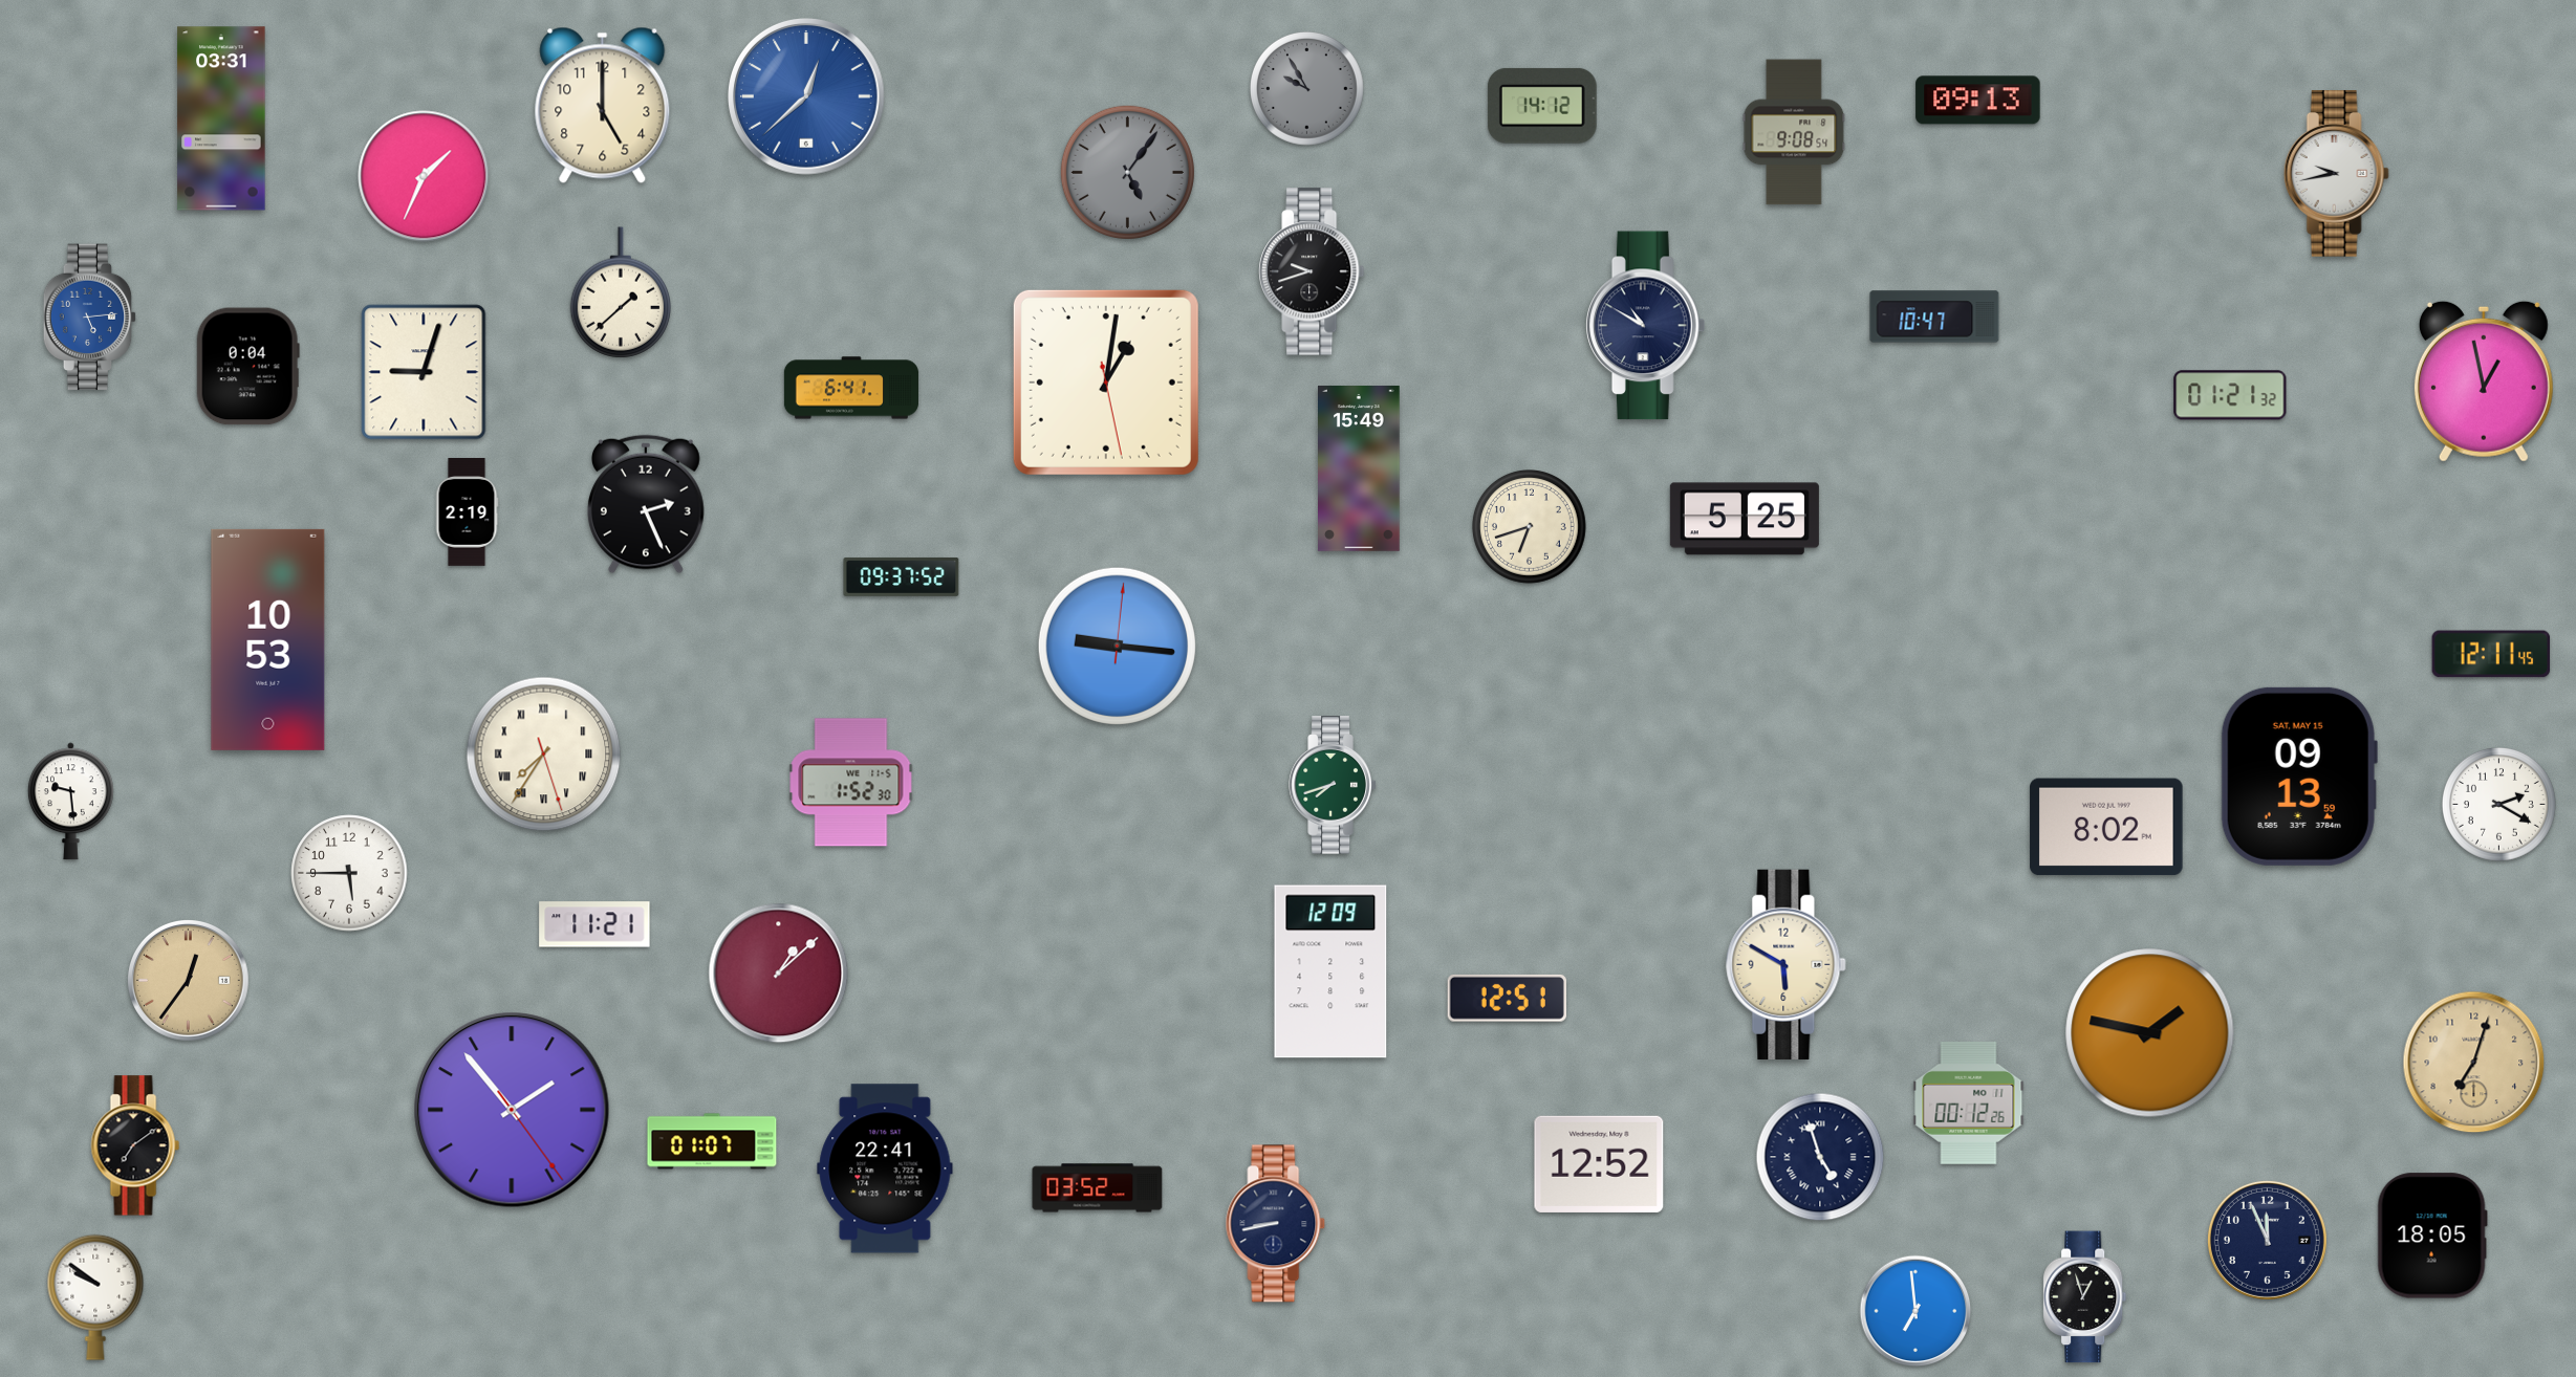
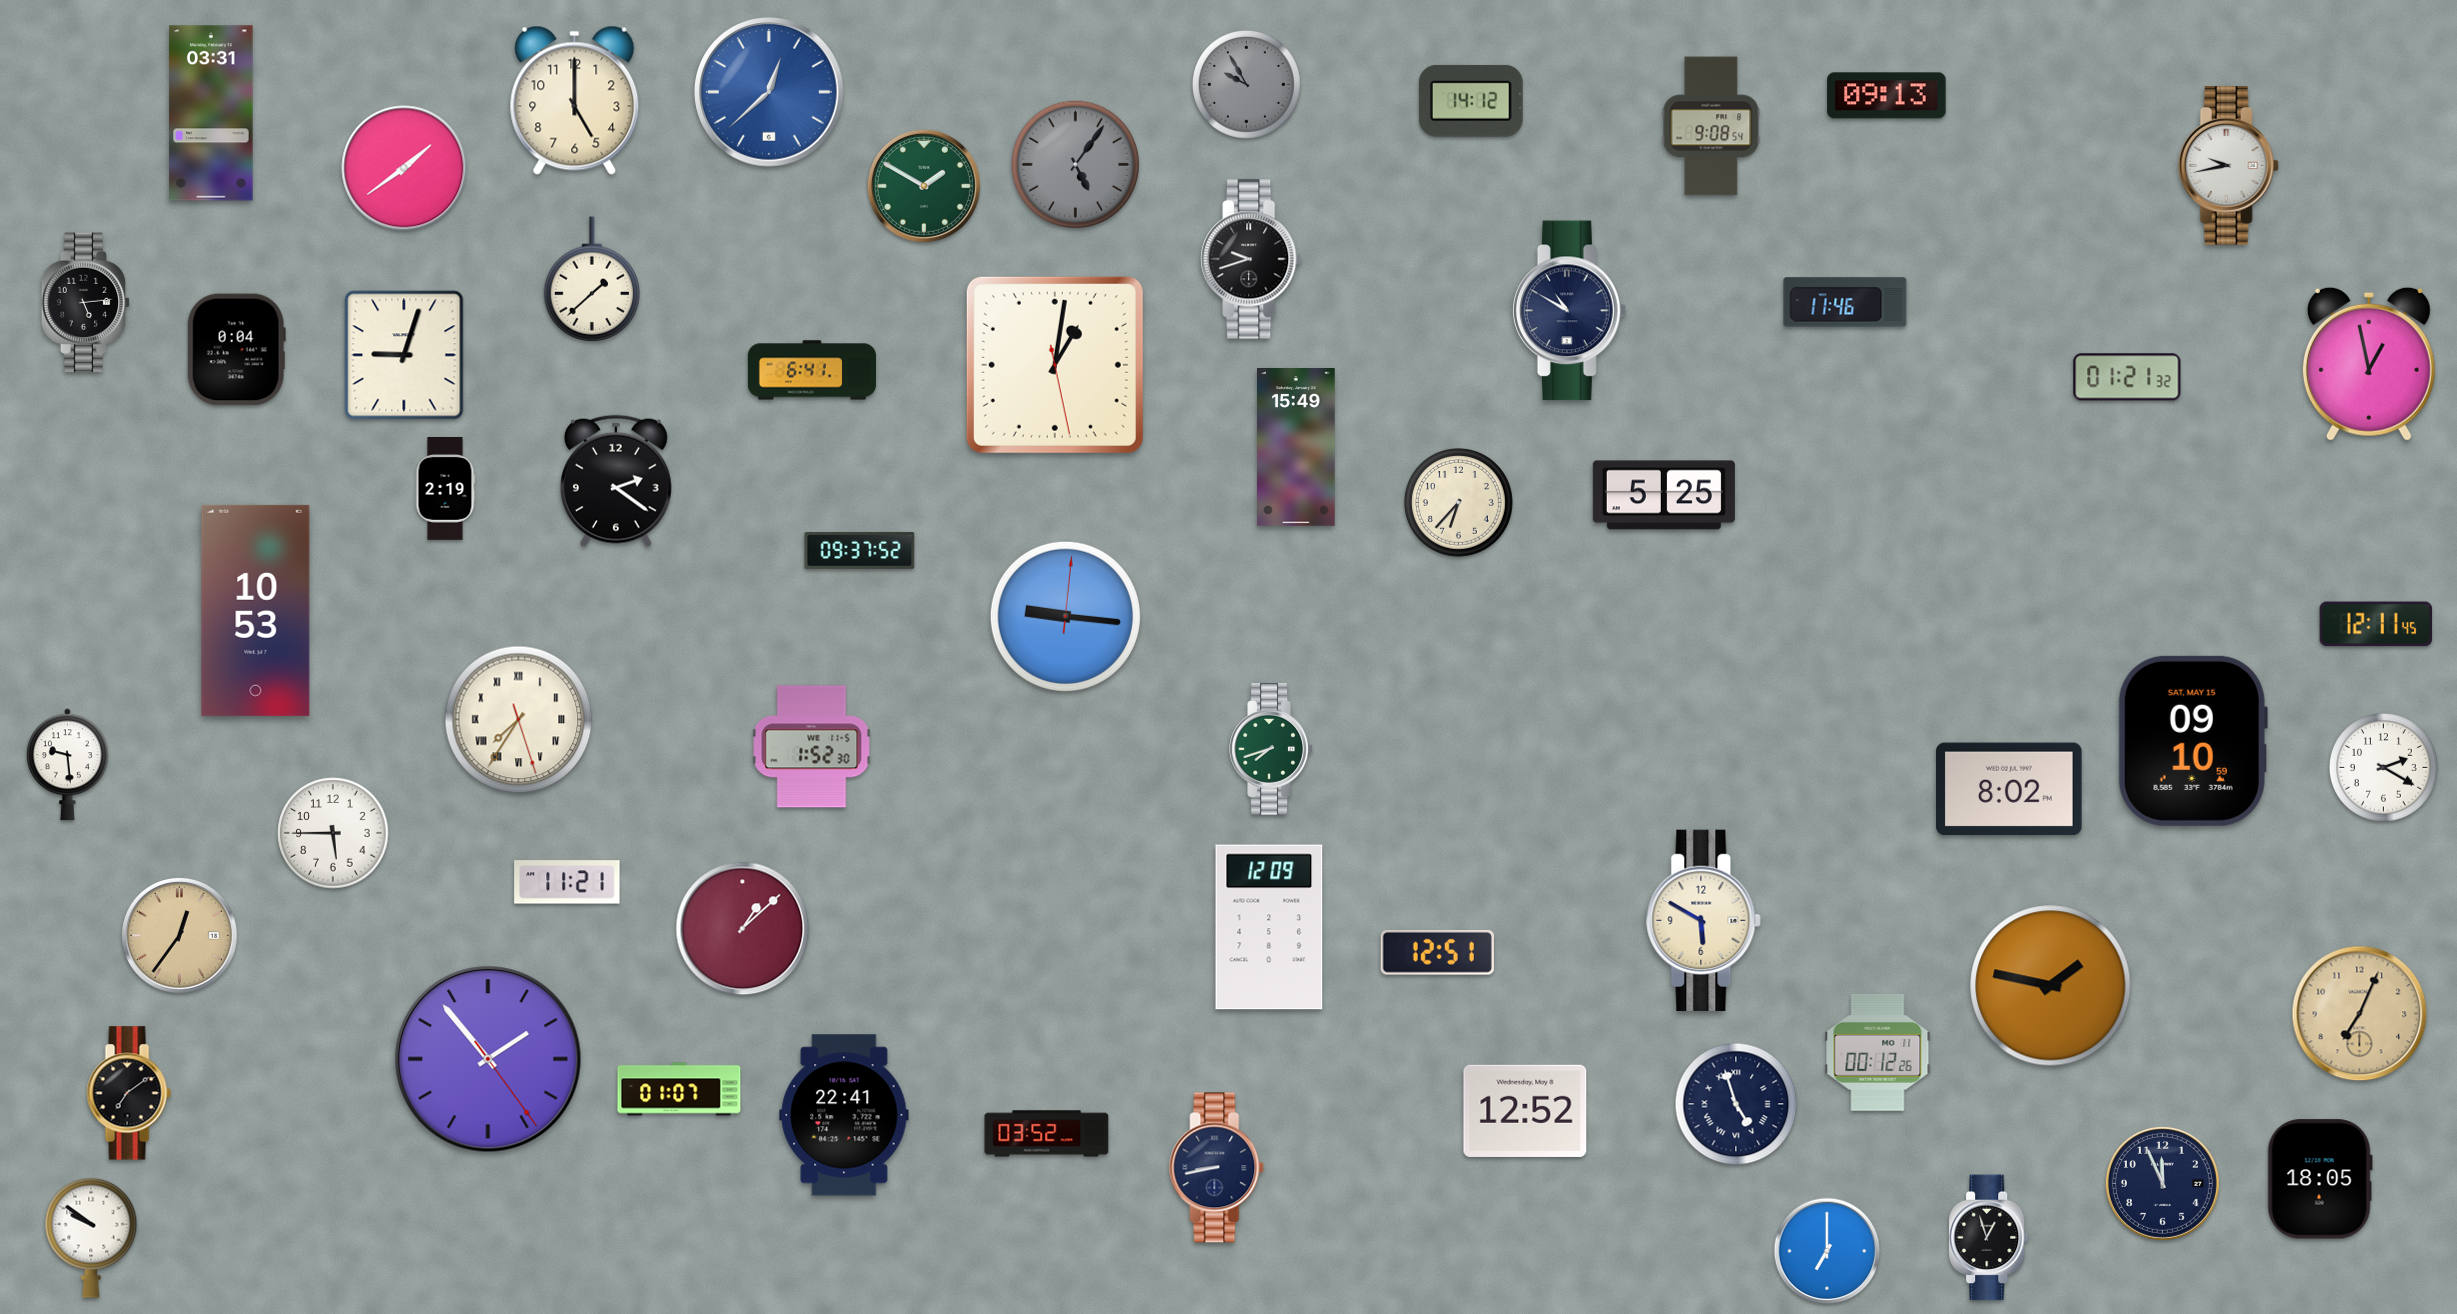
clock at (424, 176): 1:34 -> 1:39
clock at (924, 186): none -> 1:50
clock at (1934, 316): 10:47 -> 11:46
clock at (90, 318) dial: blue -> black
clock at (646, 504): 2:26 -> 2:21
clock at (1530, 527): 6:42 -> 6:37
clock at (2299, 777): 09:13 -> 09:10
clock at (2474, 1063): 7:03 -> 7:04
clock at (1915, 1311): 6:59 -> 7:00
